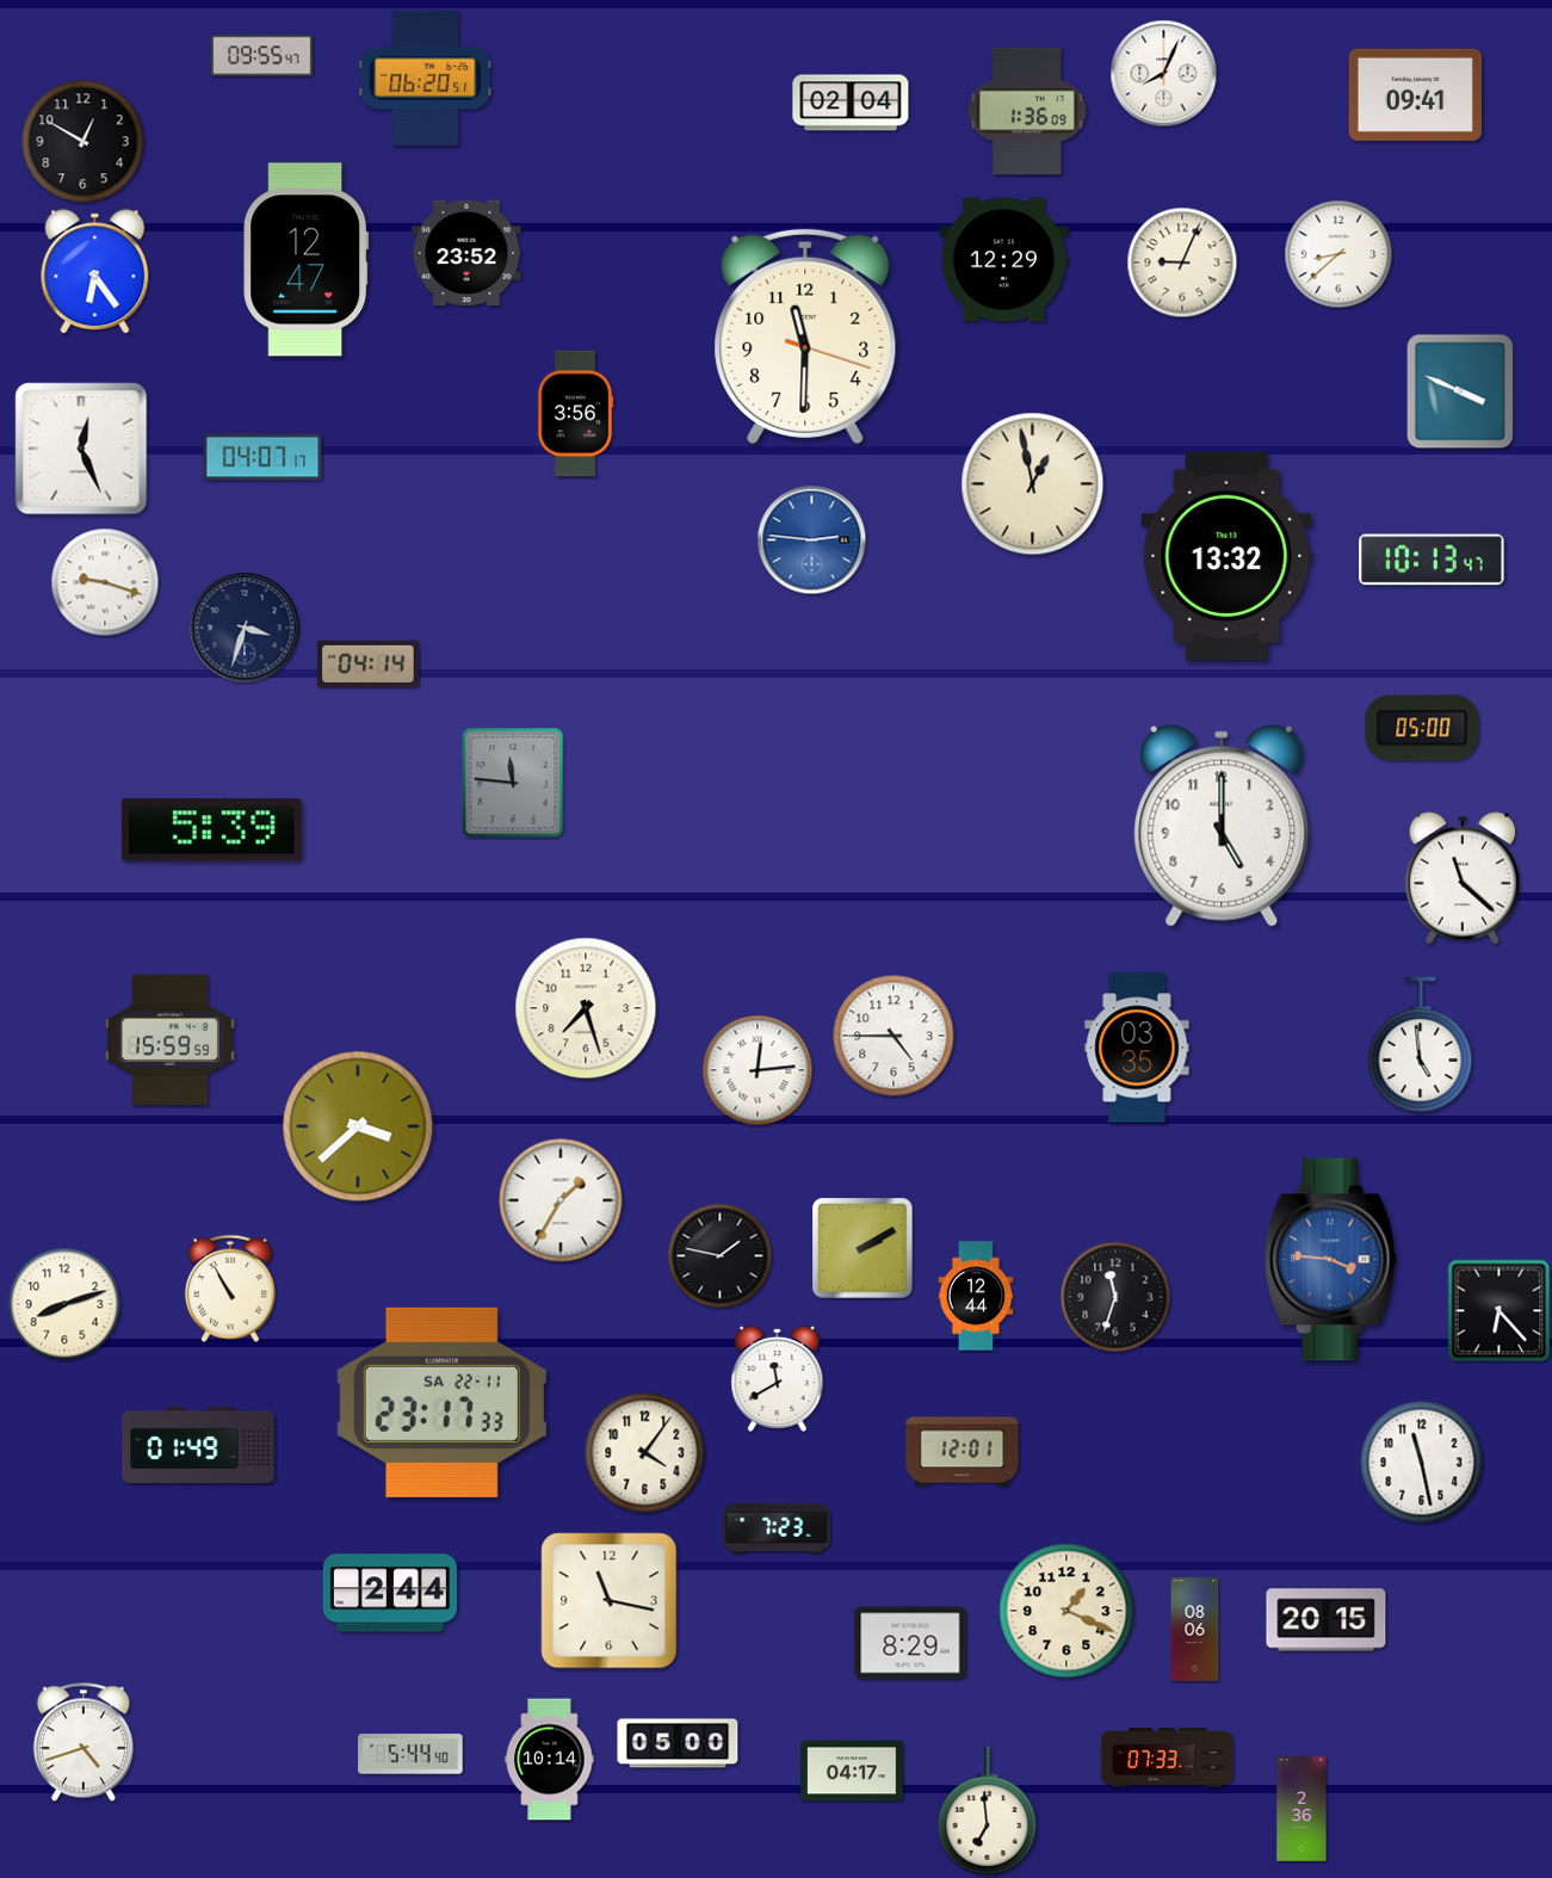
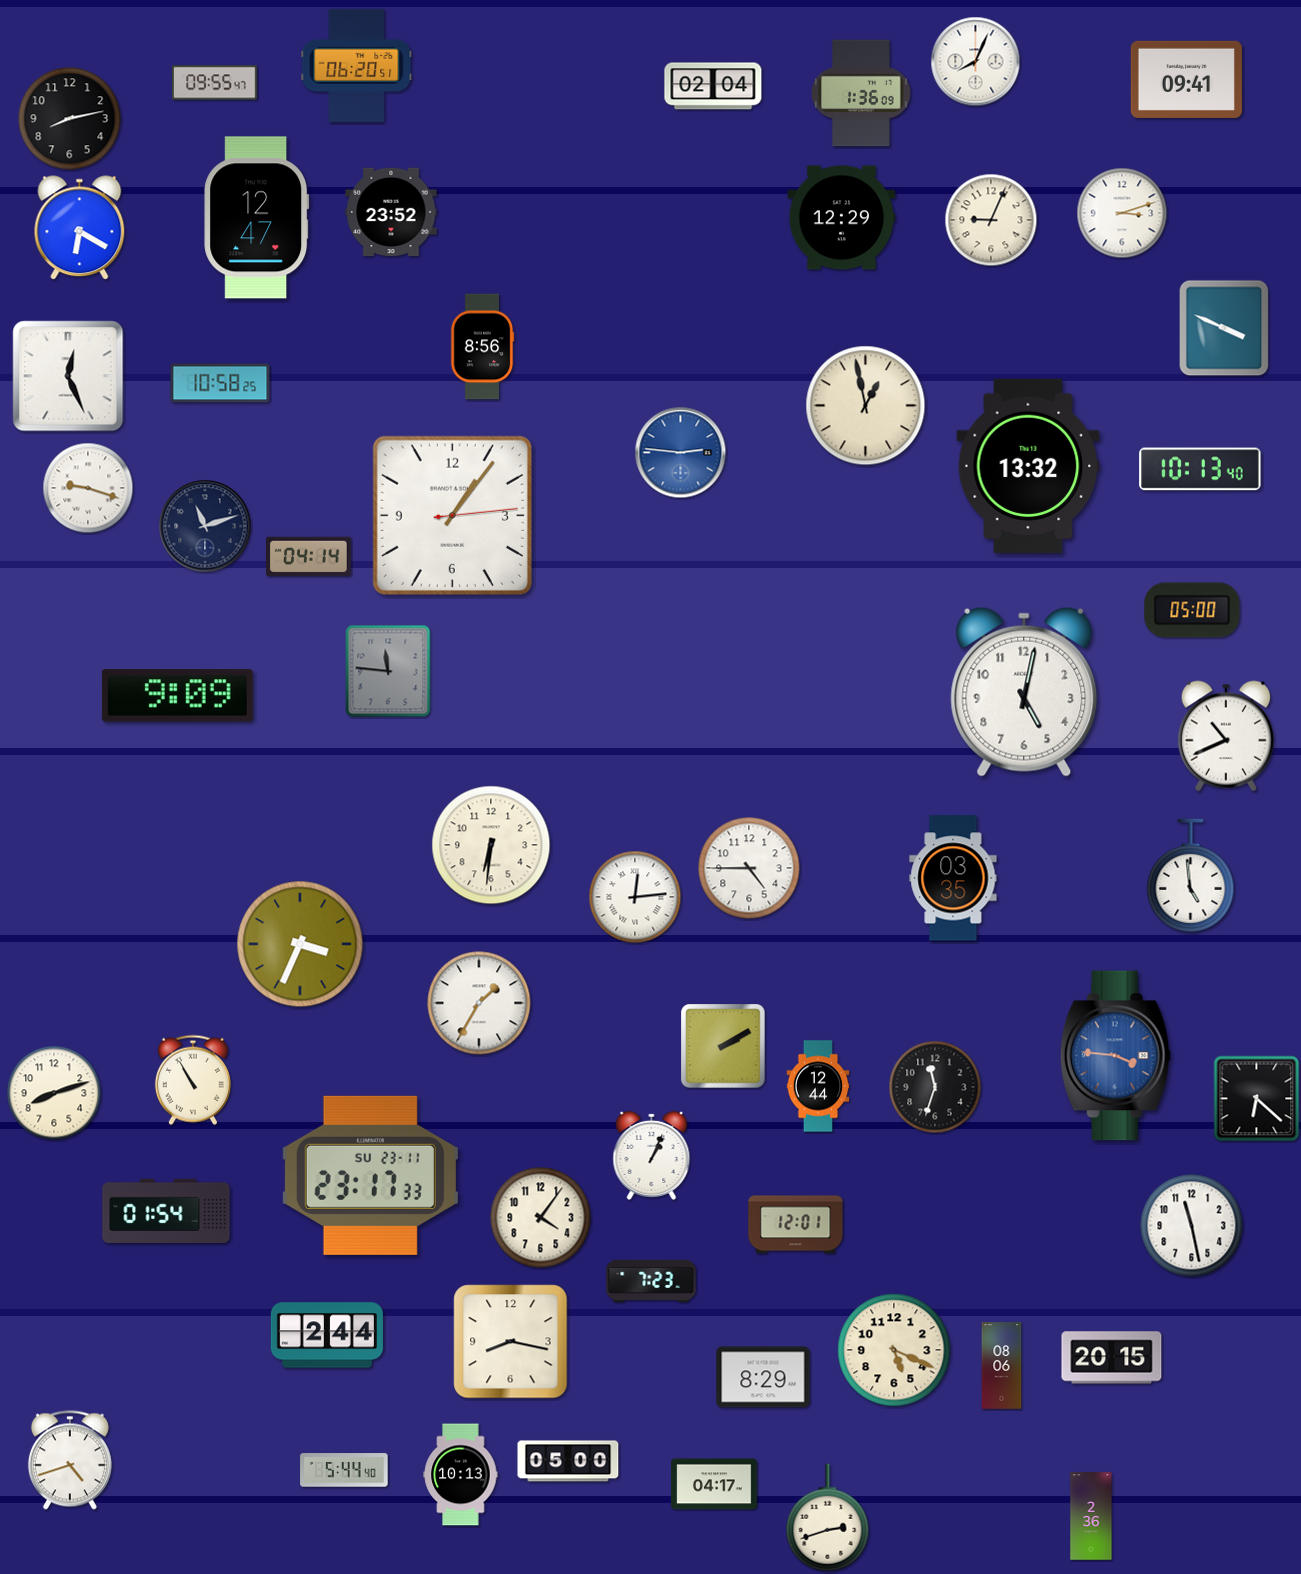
clock at (262, 56) position: (262, 56) -> (215, 83)
clock at (84, 142): 12:50 -> 8:13
clock at (1338, 254): 8:38 -> 3:12
clock at (95, 272): 6:24 -> 6:20
clock at (805, 336): 11:30 -> none
clock at (575, 414): 3:56 -> 8:56
clock at (262, 457): 04:07 -> 10:58
clock at (1432, 560): 10:13:47 -> 10:13:40
clock at (452, 515): none -> 1:06
clock at (245, 628): 3:33 -> 11:12
clock at (513, 783) position: (513, 783) -> (388, 671)
clock at (1222, 826): 5:00 -> 5:02
clock at (211, 830): 5:39 -> 9:09
clock at (1463, 878): 11:22 -> 10:41
clock at (586, 1008): 7:27 -> 6:31
clock at (169, 1039): 15:59 -> none
clock at (358, 1126): 3:38 -> 3:34
clock at (561, 1200) position: (561, 1200) -> (479, 1003)
clock at (721, 1256): 1:47 -> none
clock at (1500, 1311): 6:23 -> 6:22
clock at (778, 1378): 11:40 -> 1:04
clock at (441, 1402) date: SA 22-11 -> SU 23-11
clock at (198, 1444): 01:49 -> 01:54
clock at (963, 1452) position: (963, 1452) -> (796, 1225)
clock at (610, 1601): 11:17 -> 8:17
clock at (1066, 1611): 1:19 -> 5:19
clock at (1167, 1757): 07:33 -> none
clock at (550, 1760): 10:14 -> 10:13
clock at (988, 1811): 6:59 -> 2:42
